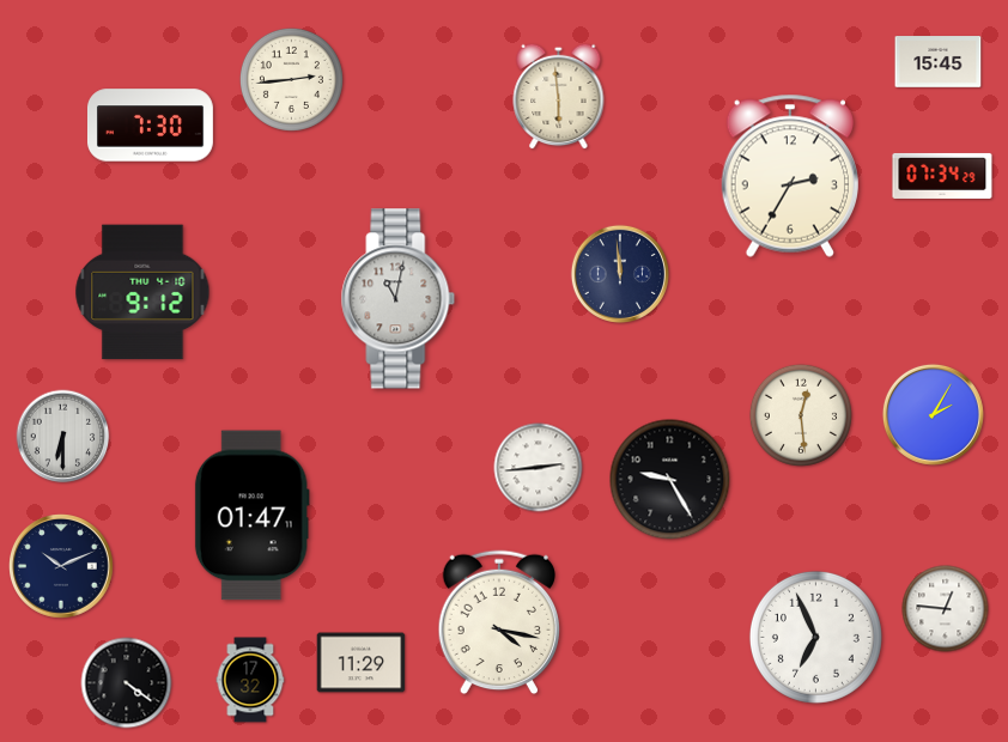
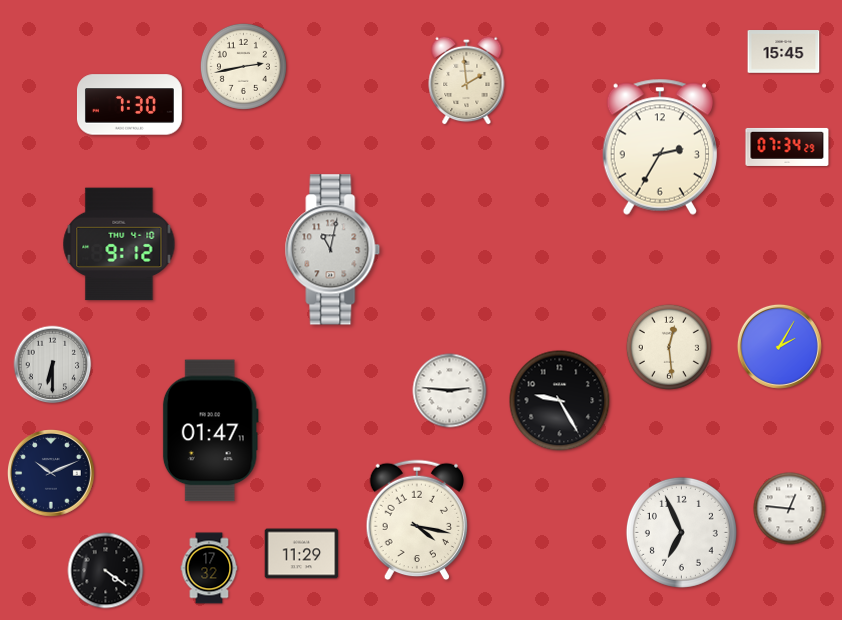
clock at (291, 79): 2:44 -> 2:43
clock at (559, 96): 5:59 -> 1:59
clock at (150, 126) position: (150, 126) -> (129, 105)
clock at (620, 274): 11:59 -> none
clock at (539, 468): 2:44 -> 2:46
